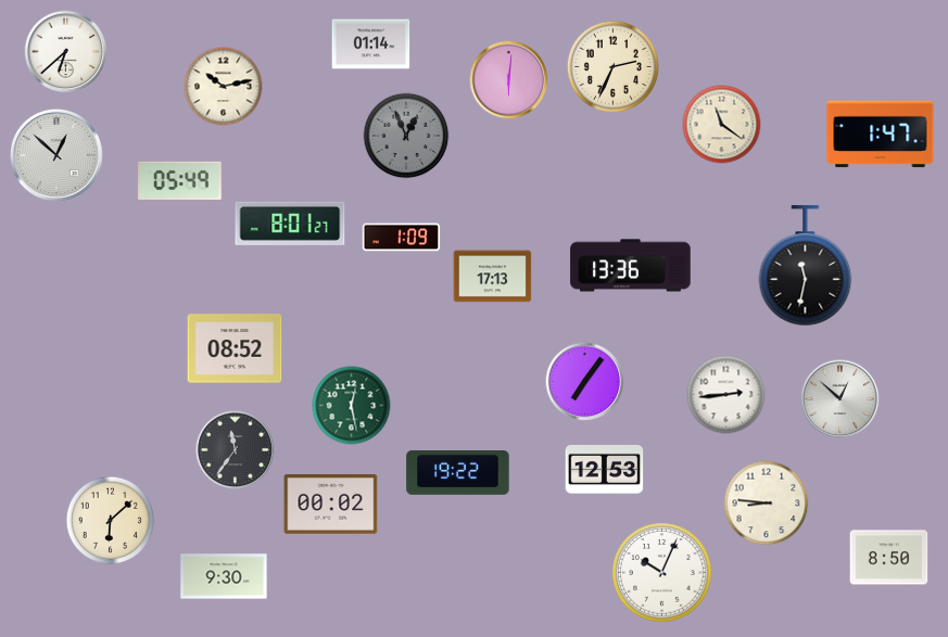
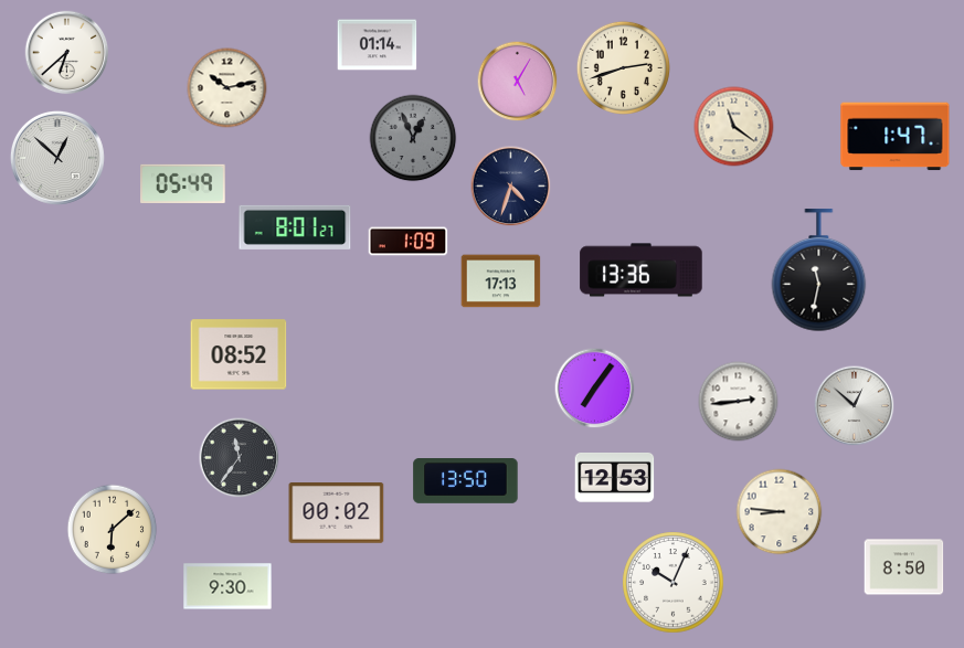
clock at (612, 66): 2:34 -> 2:42
clock at (509, 80): 6:01 -> 5:05
clock at (511, 187): none -> 4:33
clock at (352, 406): 12:28 -> none
clock at (458, 473): 19:22 -> 13:50
